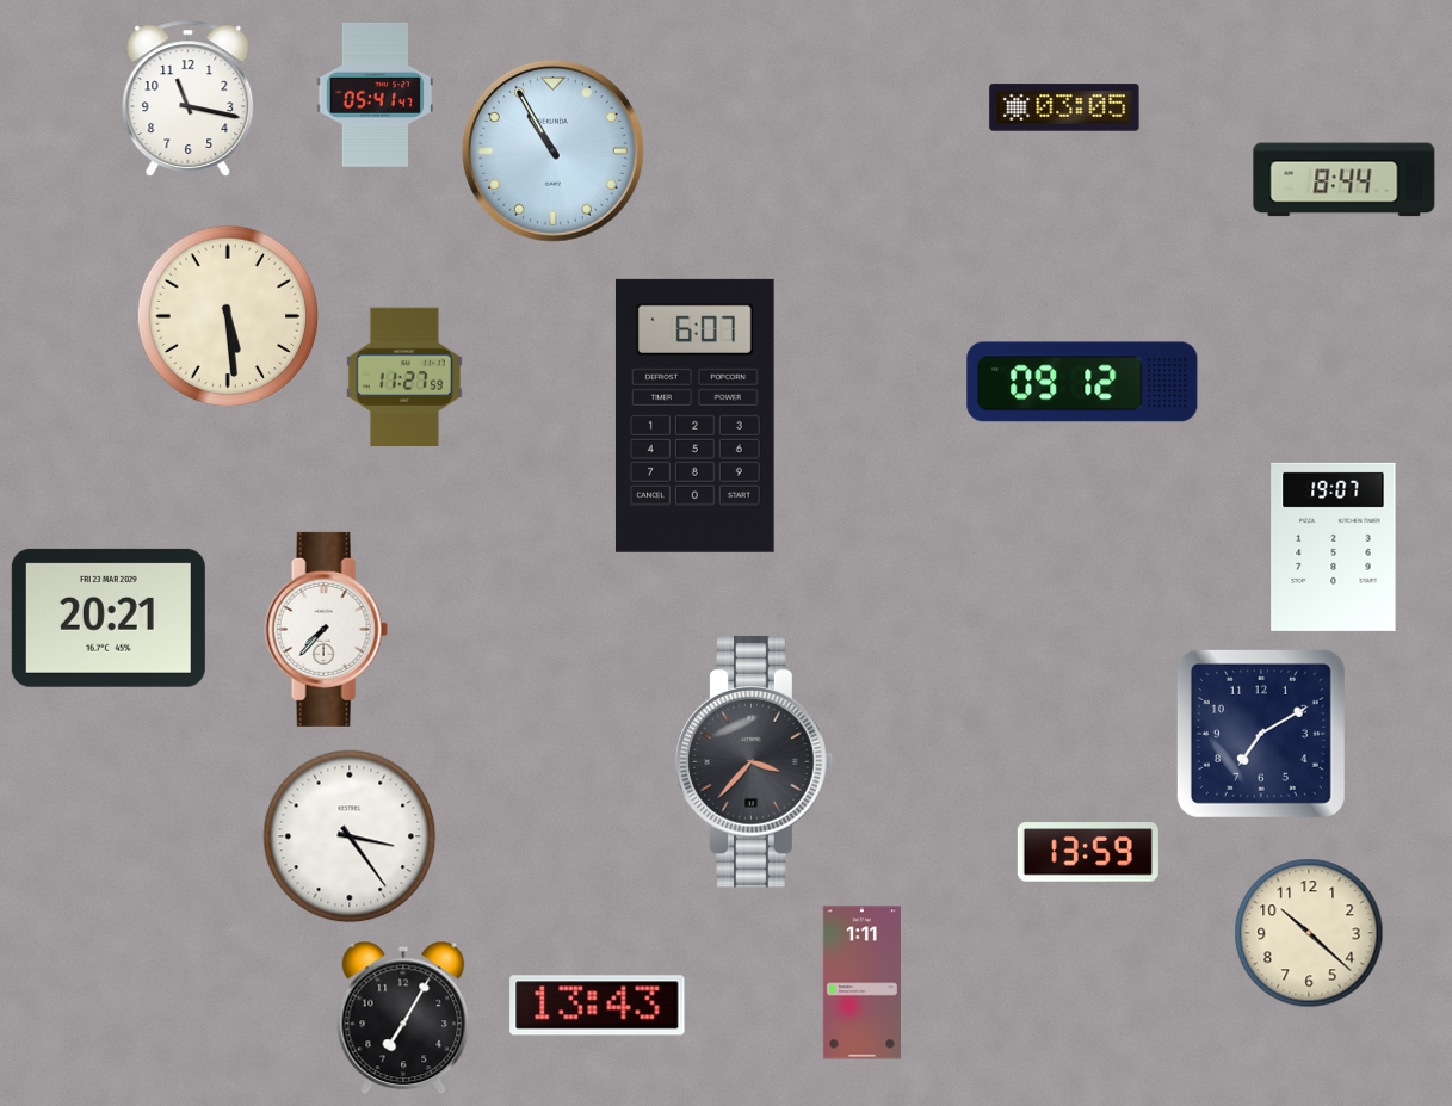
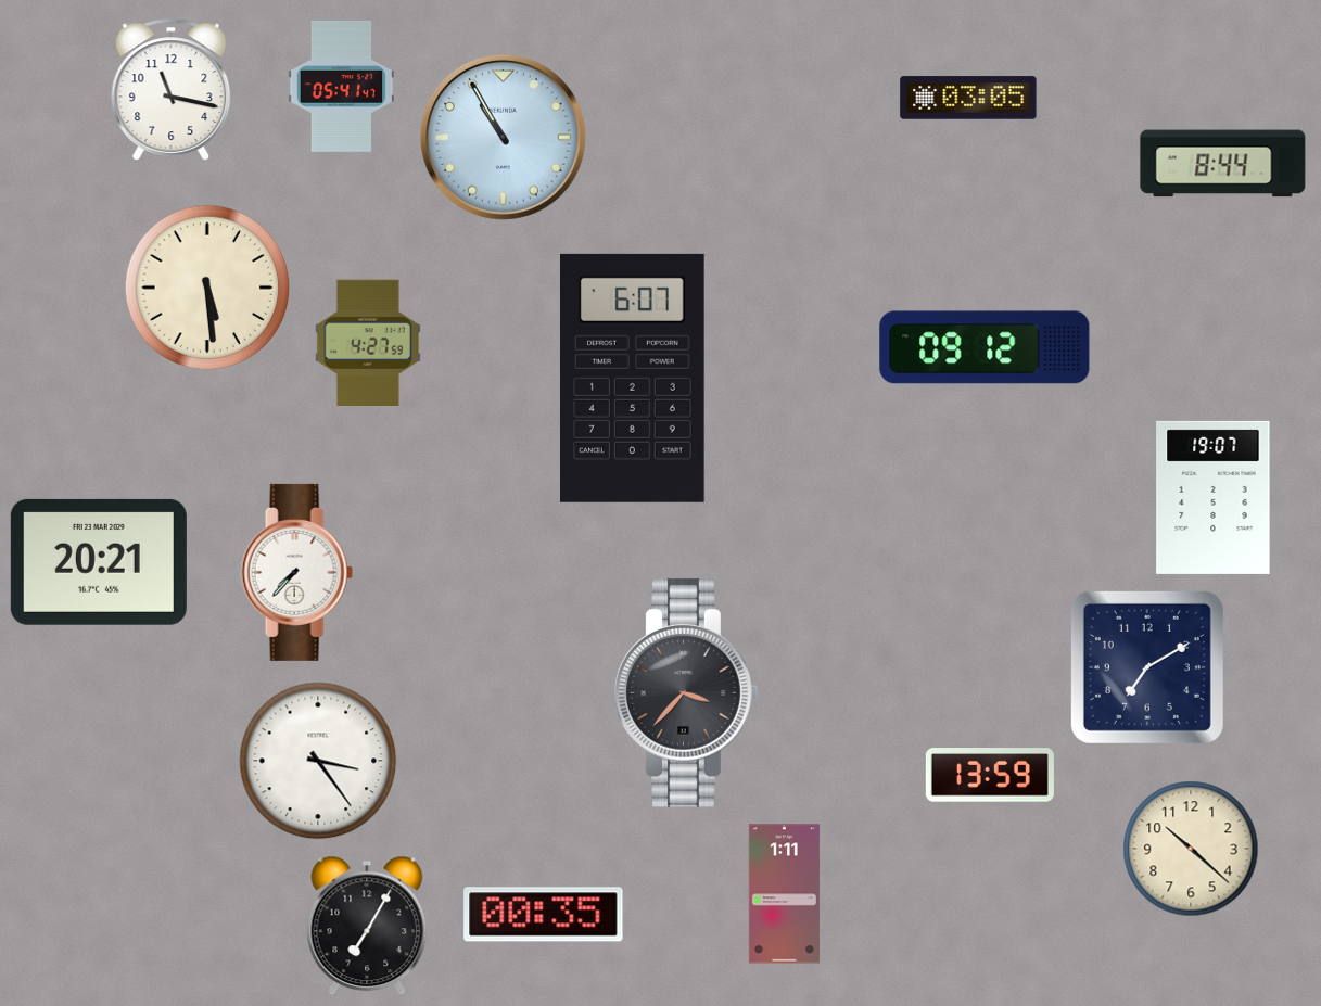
clock at (404, 376): 11:27 -> 4:27
clock at (598, 1006): 13:43 -> 00:35
